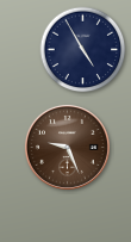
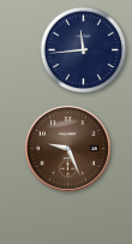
clock at (83, 50): 4:55 -> 11:44
